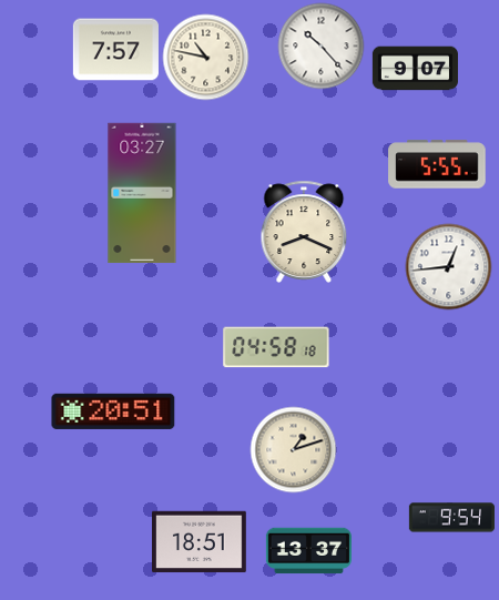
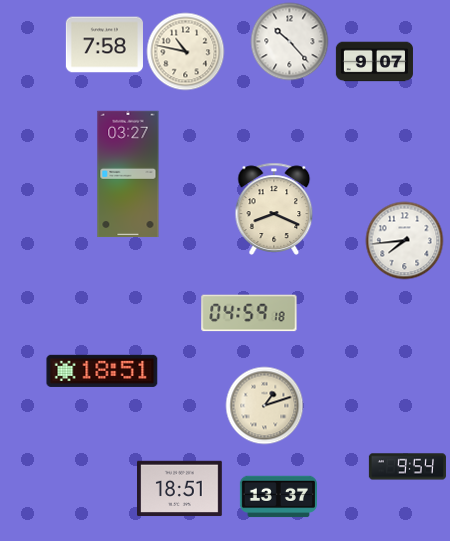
clock at (115, 50): 7:57 -> 7:58
clock at (437, 164): 5:55 -> none
clock at (448, 266): 12:44 -> 7:44
clock at (276, 347): 04:58 -> 04:59
clock at (113, 411): 20:51 -> 18:51
